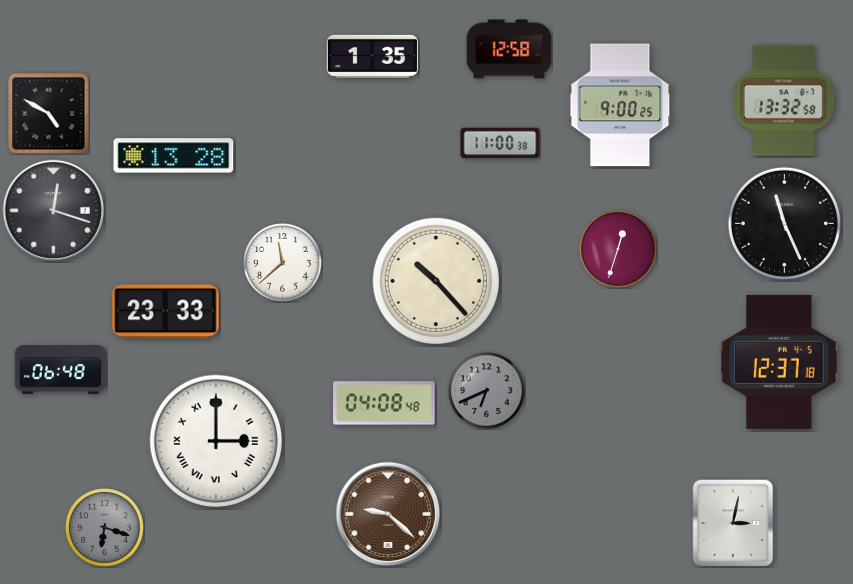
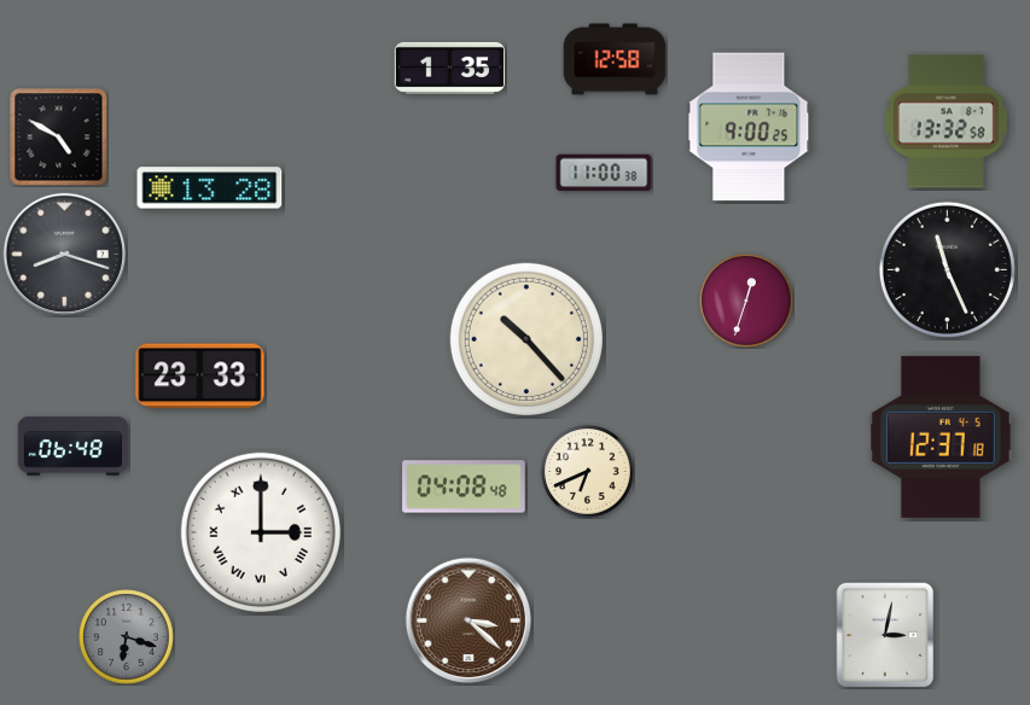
clock at (53, 210): 12:18 -> 8:18
clock at (283, 263): 11:38 -> none
clock at (487, 391) dial: grey -> cream
clock at (388, 514): 9:22 -> 3:22
clock at (733, 523) position: (733, 523) -> (885, 635)
